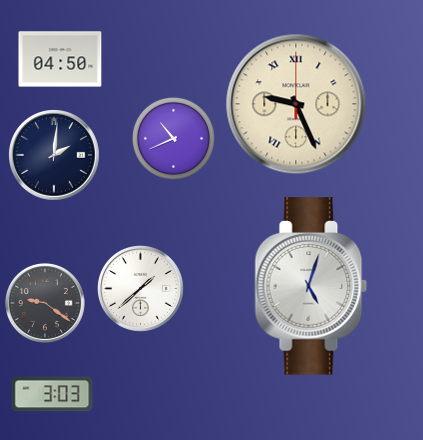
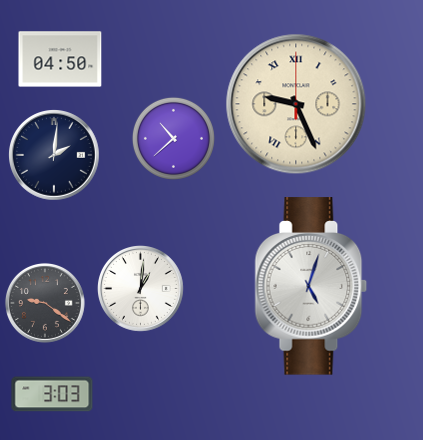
clock at (173, 138): 10:41 -> 10:38
clock at (141, 289): 1:38 -> 1:01
